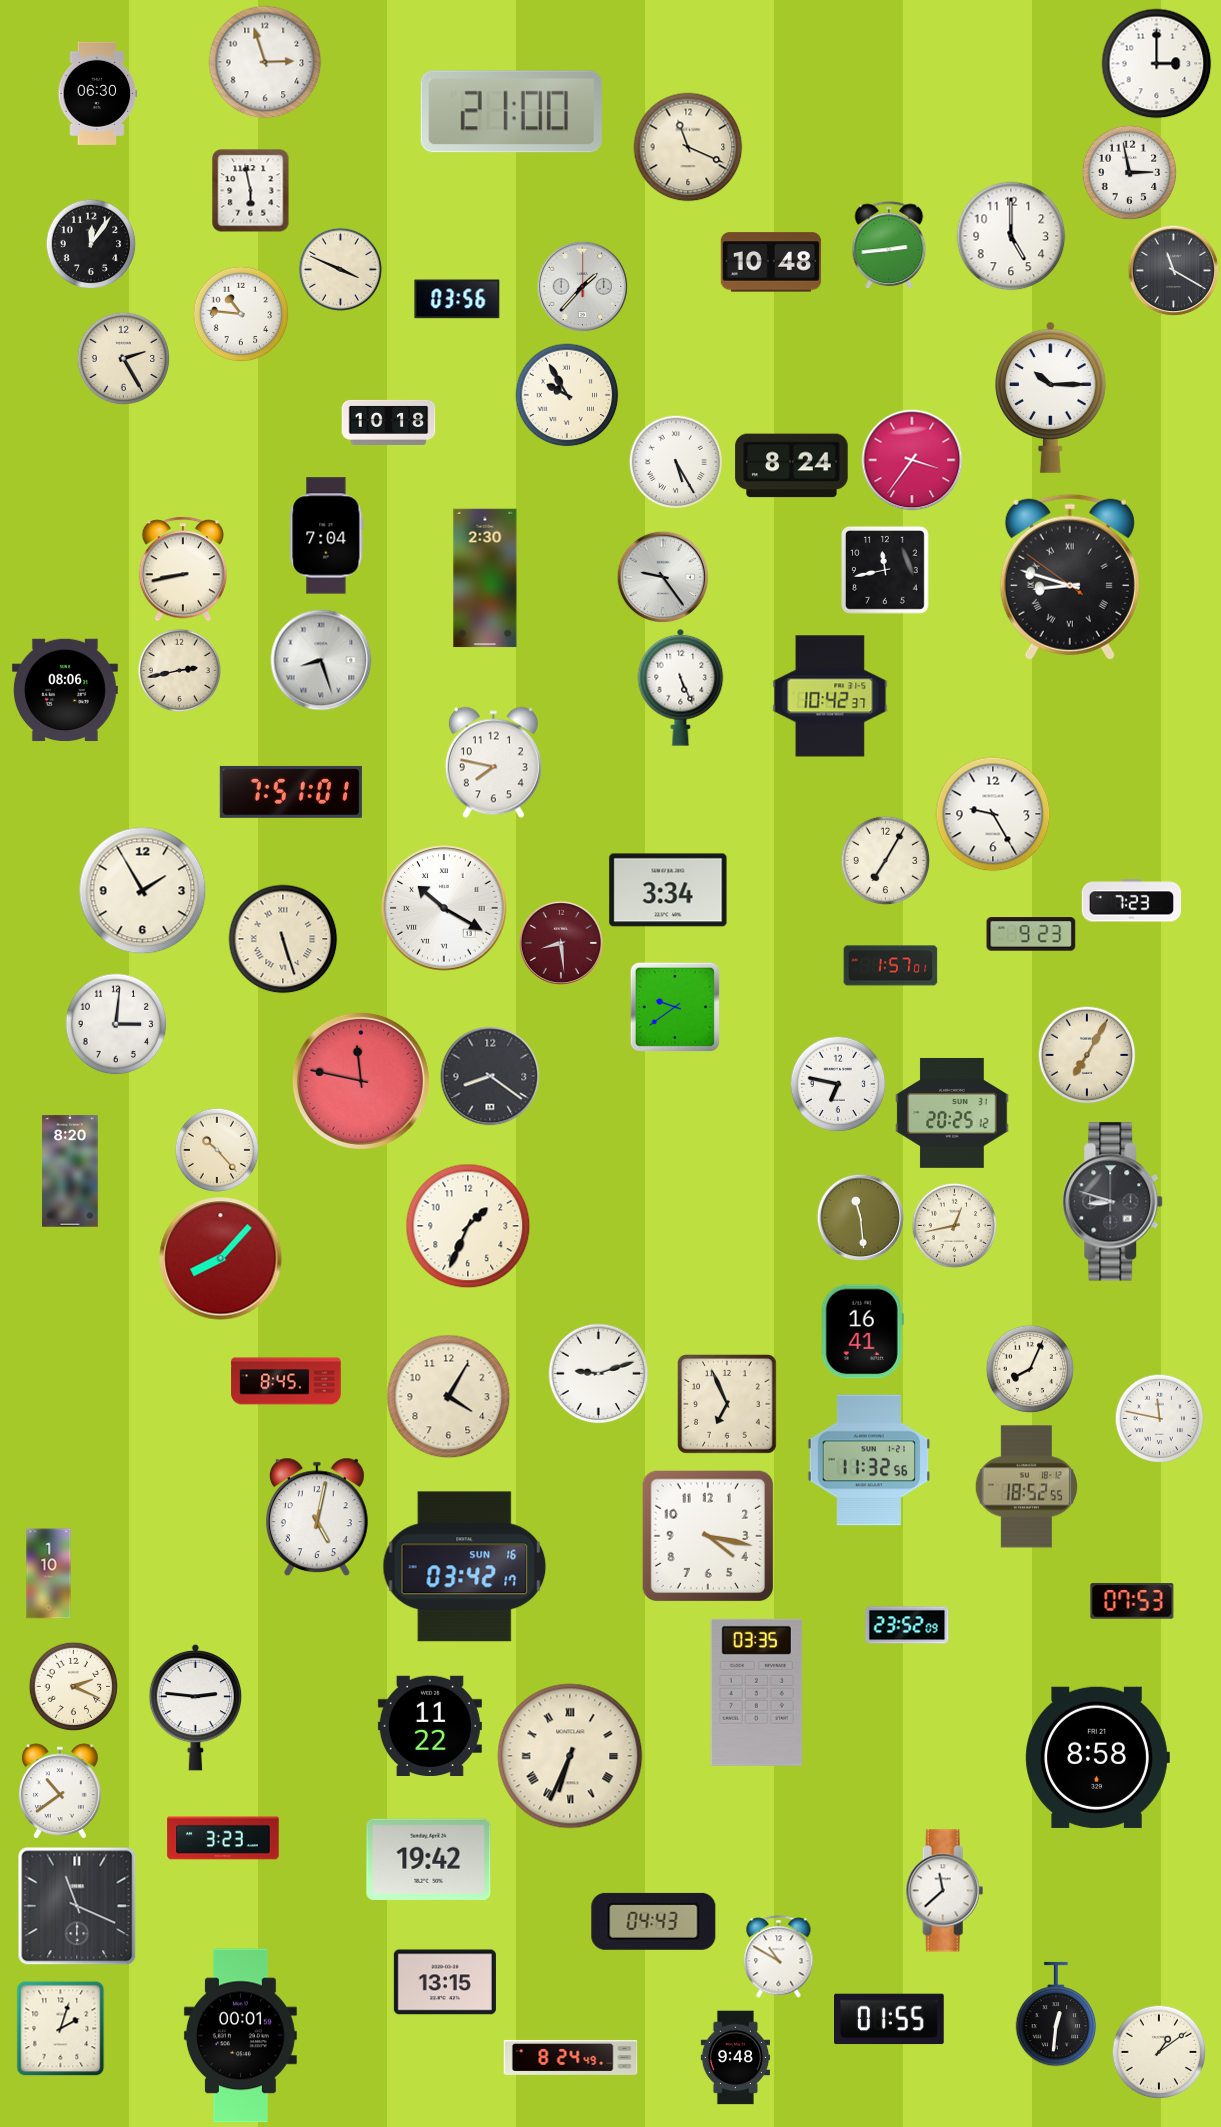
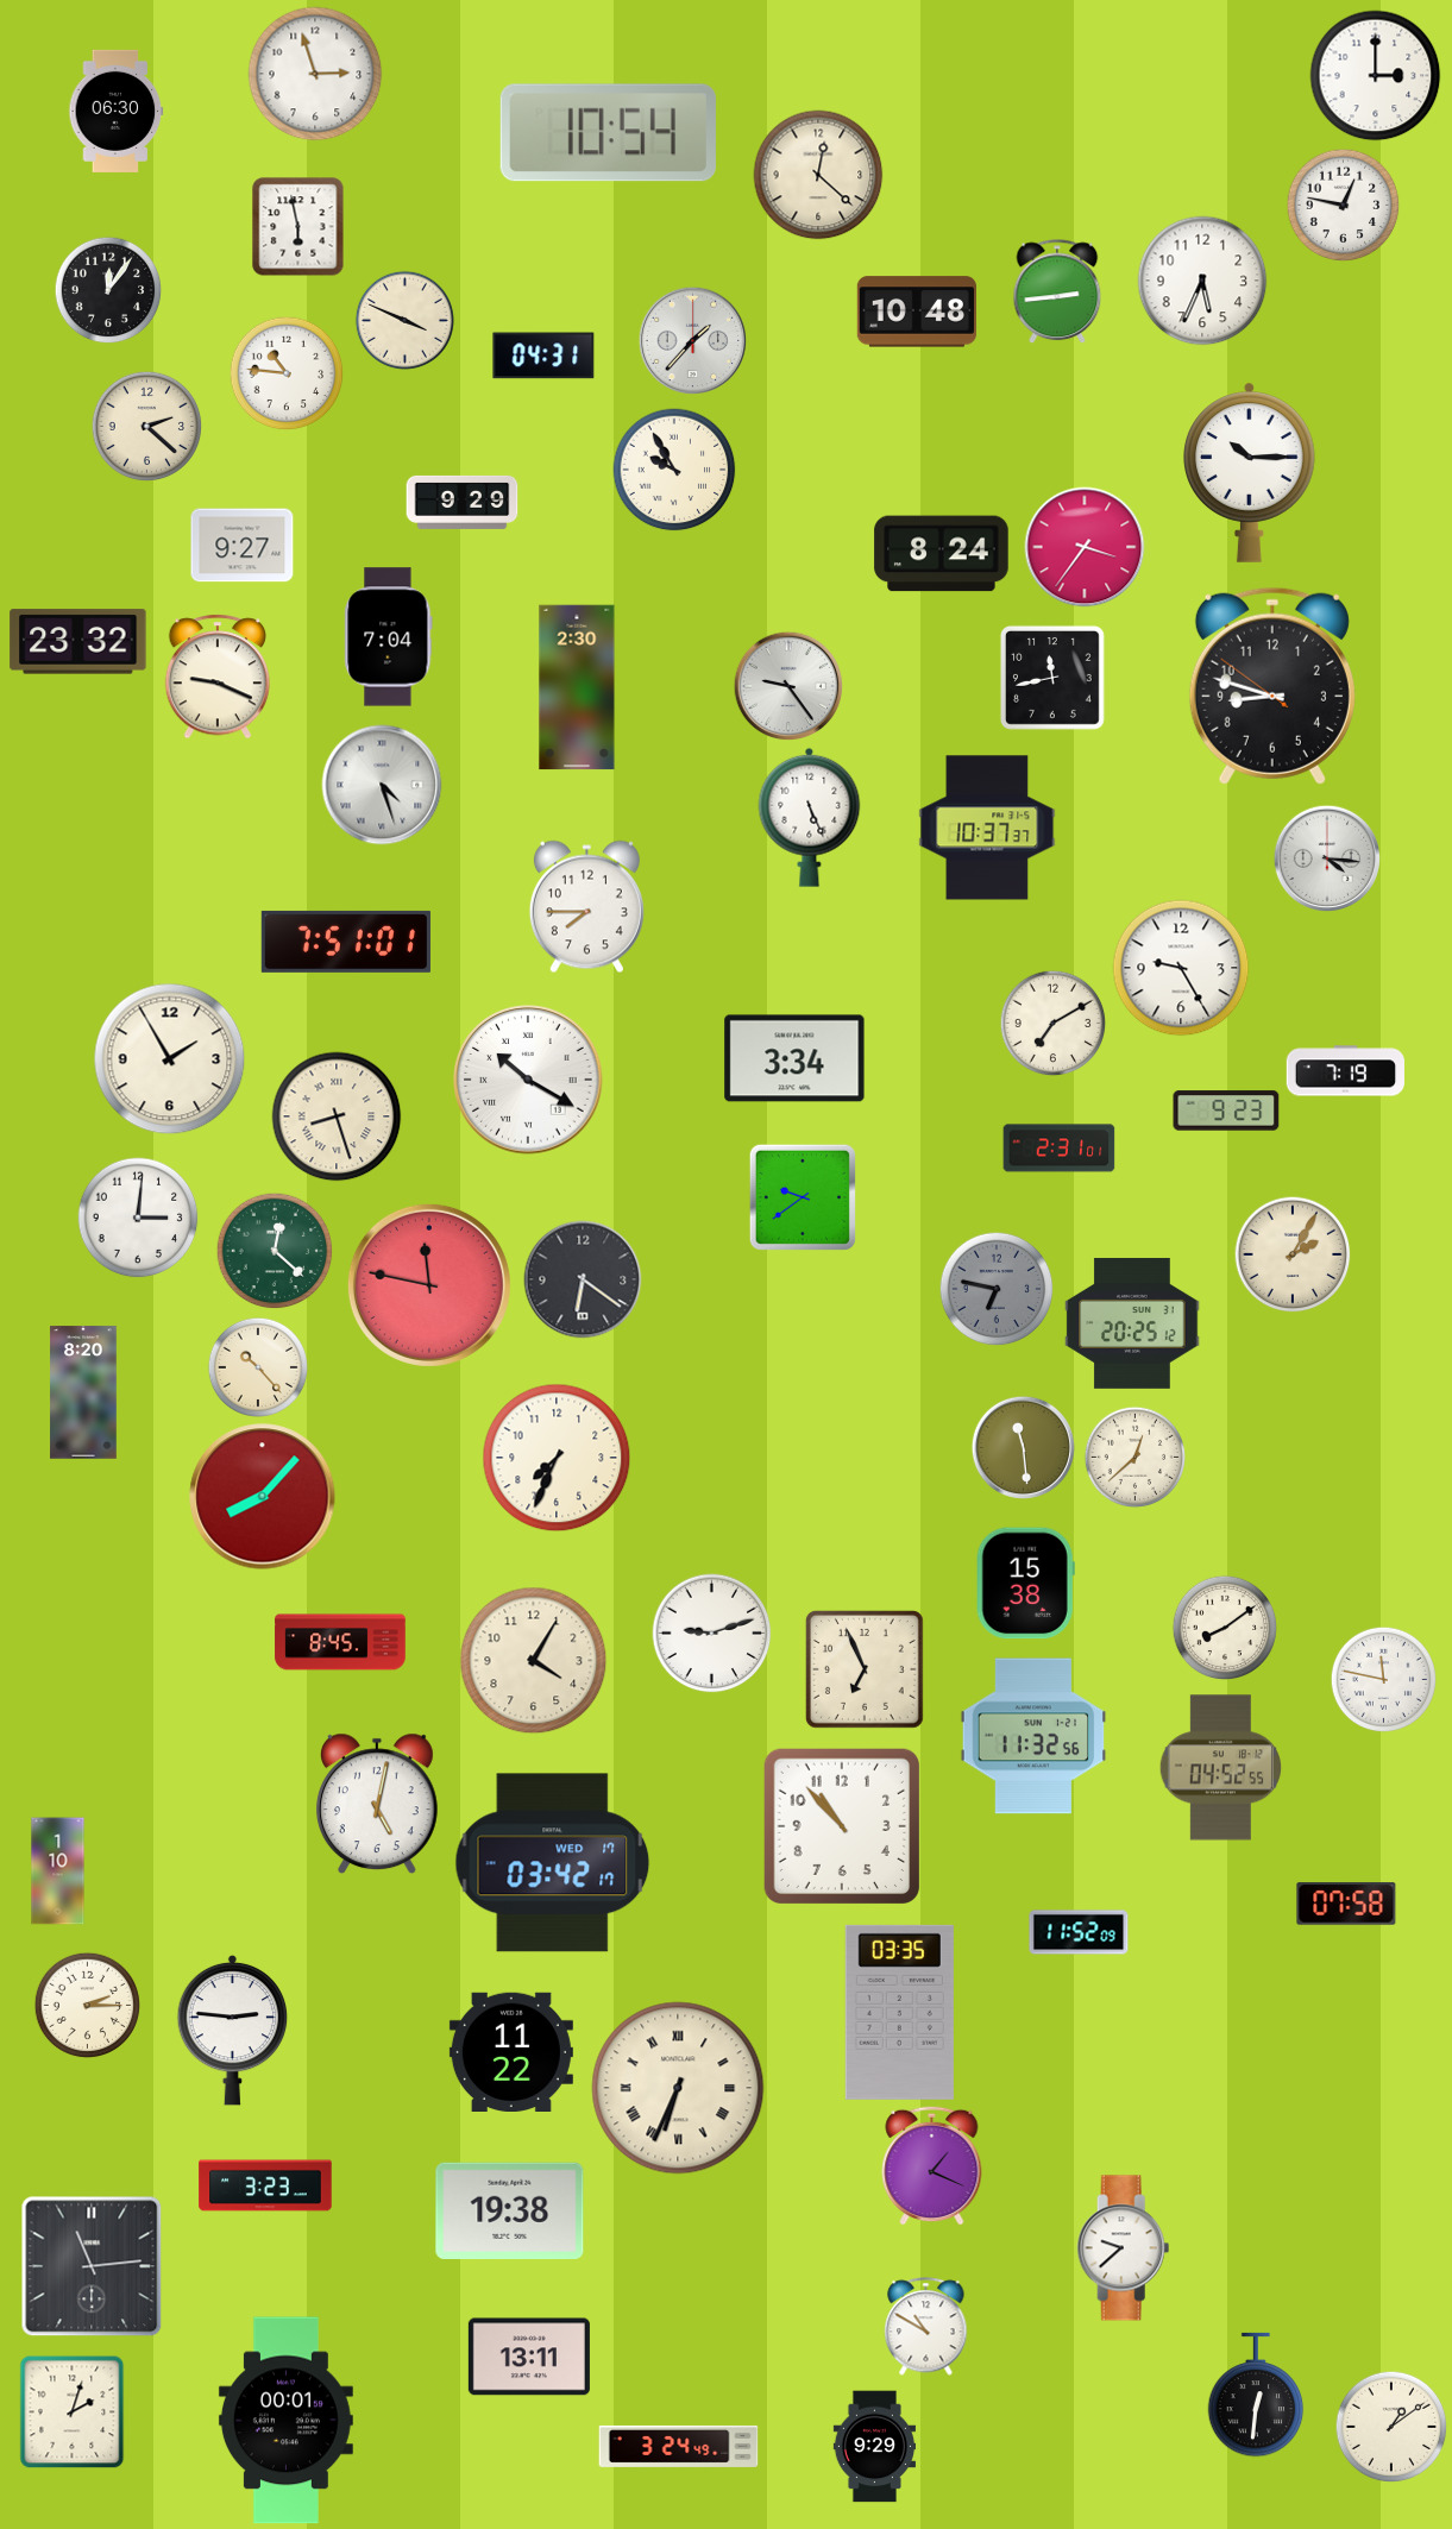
clock at (511, 112): 21:00 -> 10:54
clock at (688, 147): 11:19 -> 12:22
clock at (1129, 172): 2:58 -> 12:47
clock at (1011, 236): 5:00 -> 5:34
clock at (1173, 270): 11:20 -> none
clock at (457, 299): 03:56 -> 04:31
clock at (123, 358): 2:25 -> 2:22
clock at (389, 422): 10:18 -> 9:29
clock at (243, 546): none -> 9:27
clock at (676, 462): 5:25 -> none
clock at (78, 642): none -> 23:32
clock at (183, 569): 8:43 -> 9:19
clock at (1070, 577) numerals: Roman -> Arabic
clock at (321, 660): 8:27 -> 4:27
clock at (179, 670): 2:43 -> none
clock at (65, 690): 08:06 -> none
clock at (830, 696): 10:42 -> 10:37
clock at (1327, 858): none -> 4:16
clock at (493, 763): 7:47 -> 7:45
clock at (885, 860): 7:05 -> 7:10
clock at (1131, 901): 7:23 -> 7:19
clock at (283, 939): 5:27 -> 8:27
clock at (561, 943): 8:29 -> none
clock at (891, 966): 1:57 -> 2:31
clock at (275, 1251): none -> 12:22
clock at (1087, 1055): 7:05 -> 2:05
clock at (490, 1076): 8:21 -> 6:21
clock at (838, 1084) dial: white -> grey
clock at (1113, 1202): 8:48 -> none
clock at (954, 1225): 12:43 -> 12:38
clock at (468, 1226): 1:34 -> 7:34
clock at (862, 1332): 16:41 -> 15:38
clock at (1029, 1368): 8:04 -> 8:09
clock at (1159, 1418) position: (1159, 1418) -> (1383, 1679)
clock at (1026, 1487): 18:52 -> 04:52
clock at (707, 1535): 4:17 -> 10:53
clock at (465, 1567) date: SUN 16 -> WED 17
clock at (1132, 1601): 07:53 -> 07:58
clock at (907, 1625): 23:52 -> 11:52
clock at (73, 1686): 2:19 -> 2:15
clock at (1097, 1757): 8:58 -> none
clock at (61, 1791): 10:39 -> none
clock at (932, 2165): none -> 1:19
clock at (429, 1859): 19:42 -> 19:38
clock at (945, 1891): 11:38 -> 9:38
clock at (77, 1906): 11:19 -> 11:14
clock at (654, 1921): 04:43 -> none
clock at (445, 1982): 13:15 -> 13:11
clock at (889, 2019): 01:55 -> none
clock at (1159, 2052) position: (1159, 2052) -> (1391, 2427)
clock at (571, 2058): 8:24 -> 3:24
clock at (735, 2058): 9:48 -> 9:29
